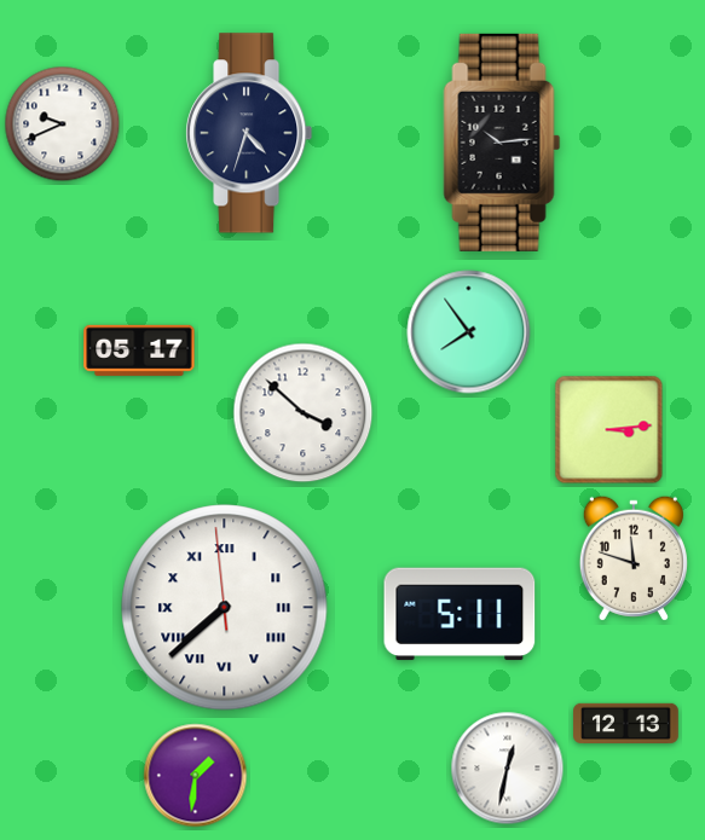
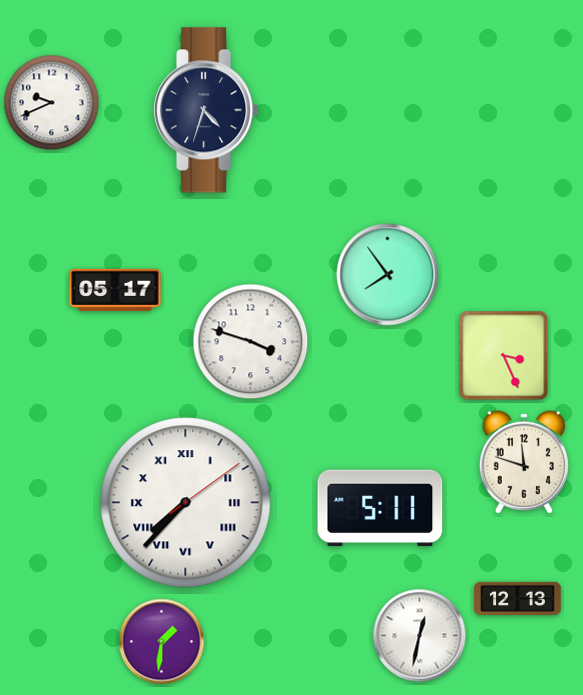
clock at (502, 143): 10:14 -> none
clock at (304, 413): 3:52 -> 3:48
clock at (609, 430): 3:14 -> 3:26
clock at (225, 608): 7:37:59 -> 7:37:09
